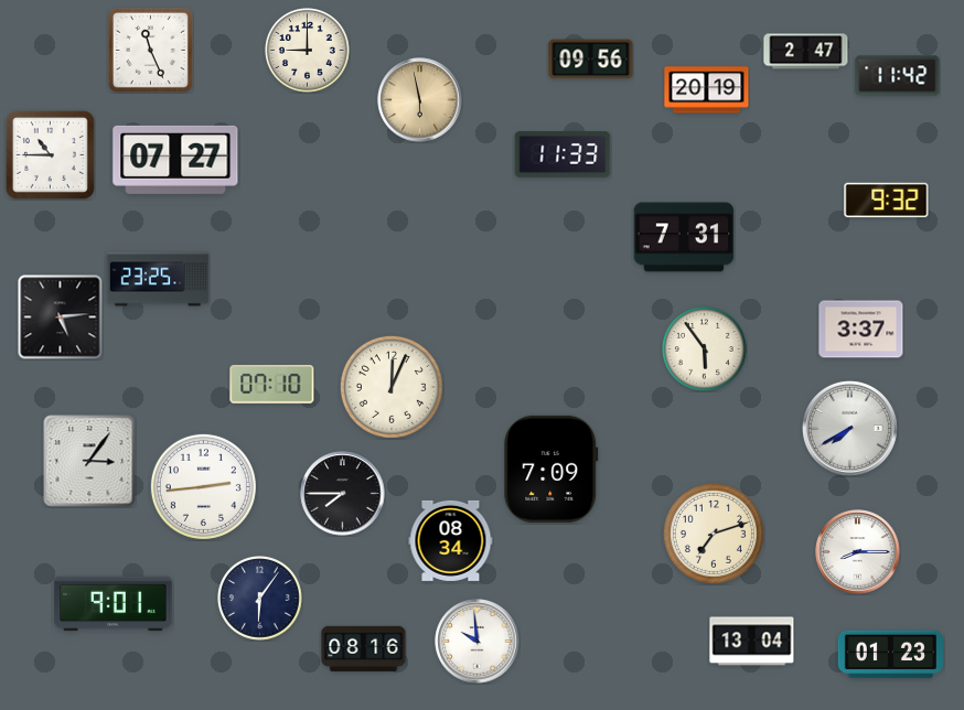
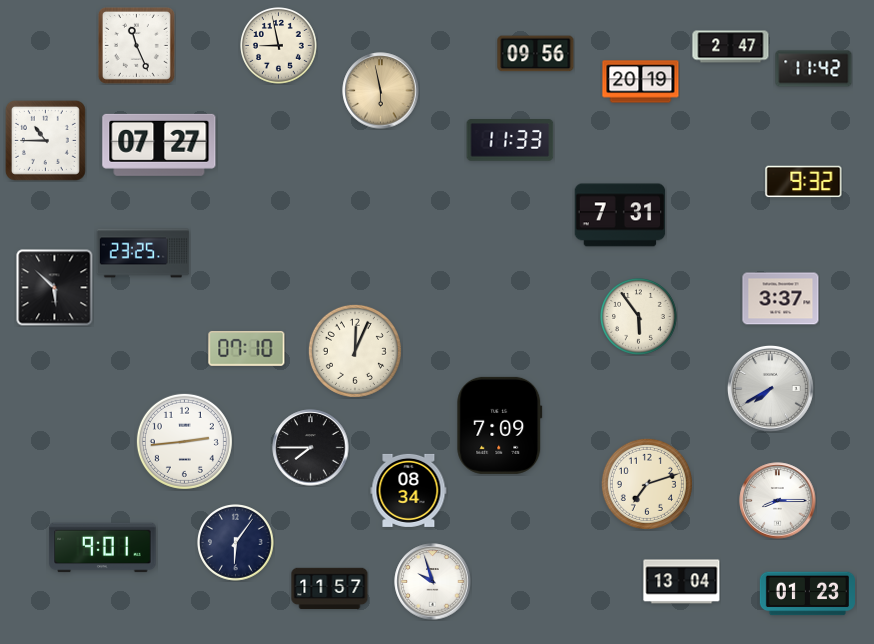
clock at (308, 51): 9:00 -> 8:58
clock at (61, 318): 5:14 -> 5:52
clock at (89, 461): 3:06 -> none
clock at (478, 642): 9:59 -> 9:57
clock at (364, 649): 08:16 -> 11:57
